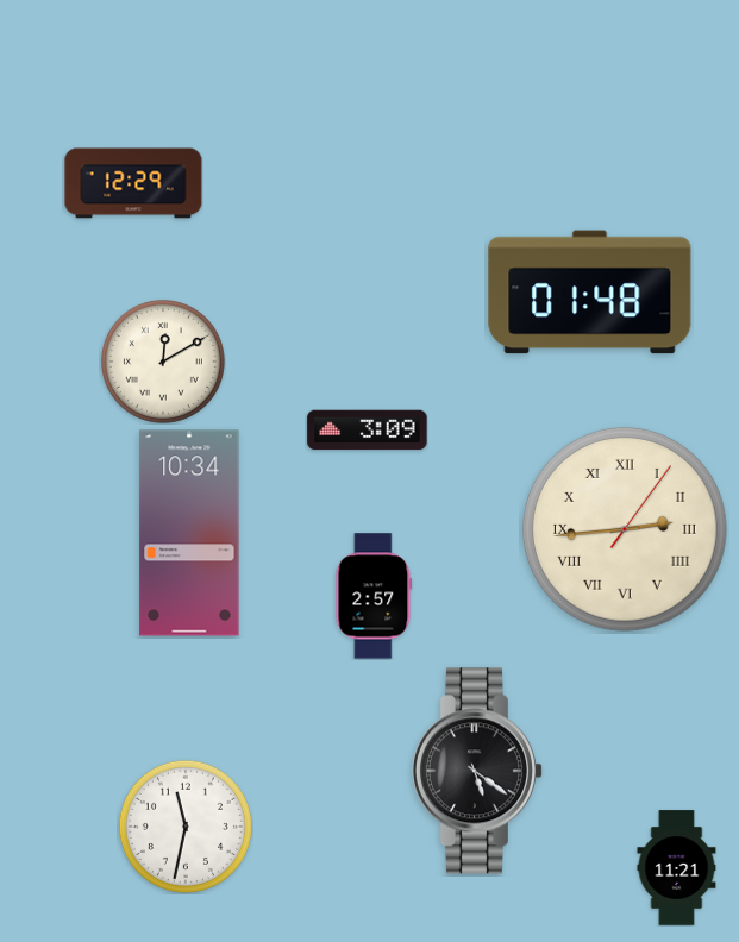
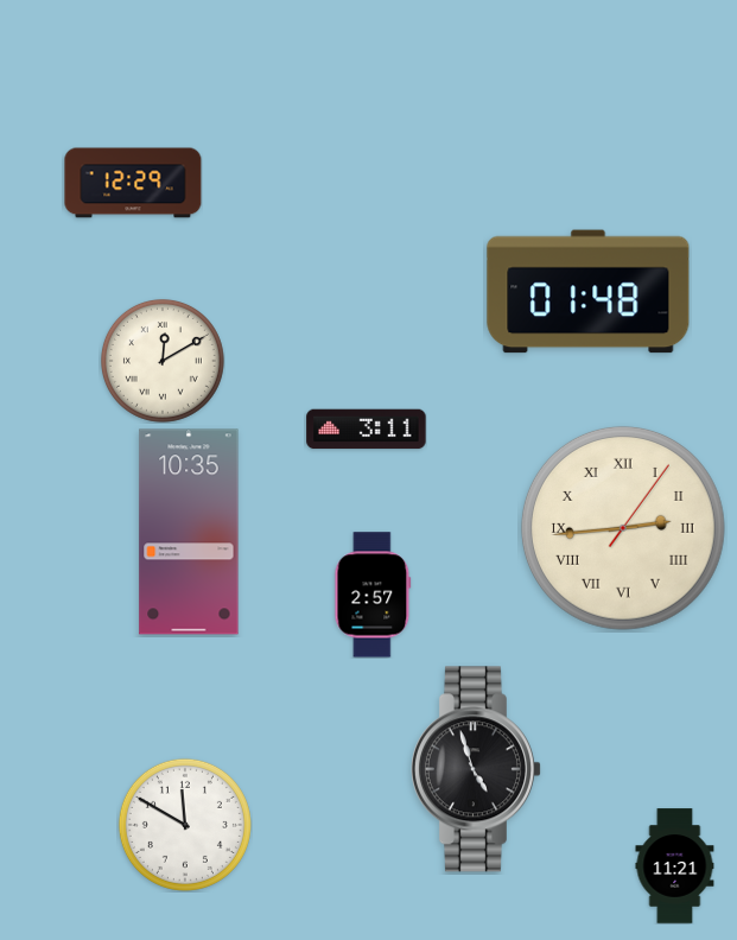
clock at (368, 431): 3:09 -> 3:11
clock at (189, 533): 10:34 -> 10:35
clock at (477, 771): 5:21 -> 4:57
clock at (186, 827): 11:32 -> 11:50
